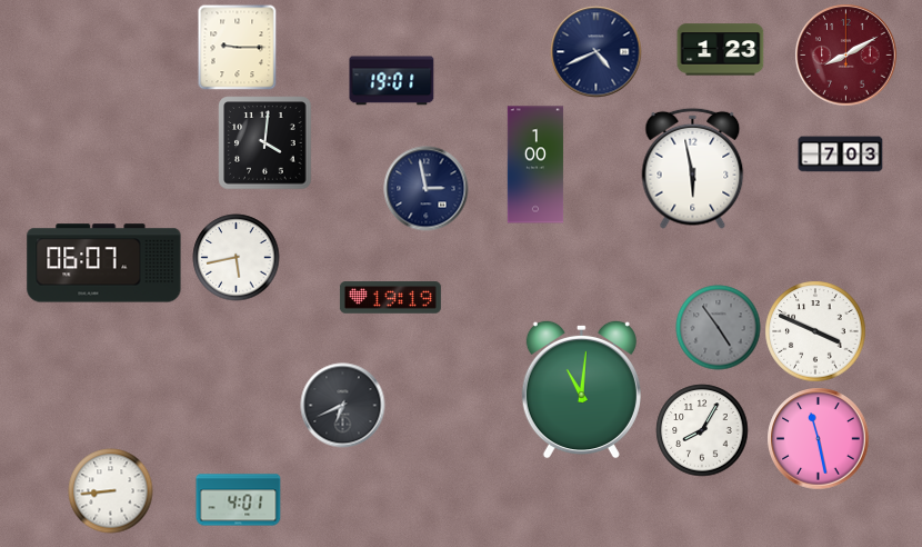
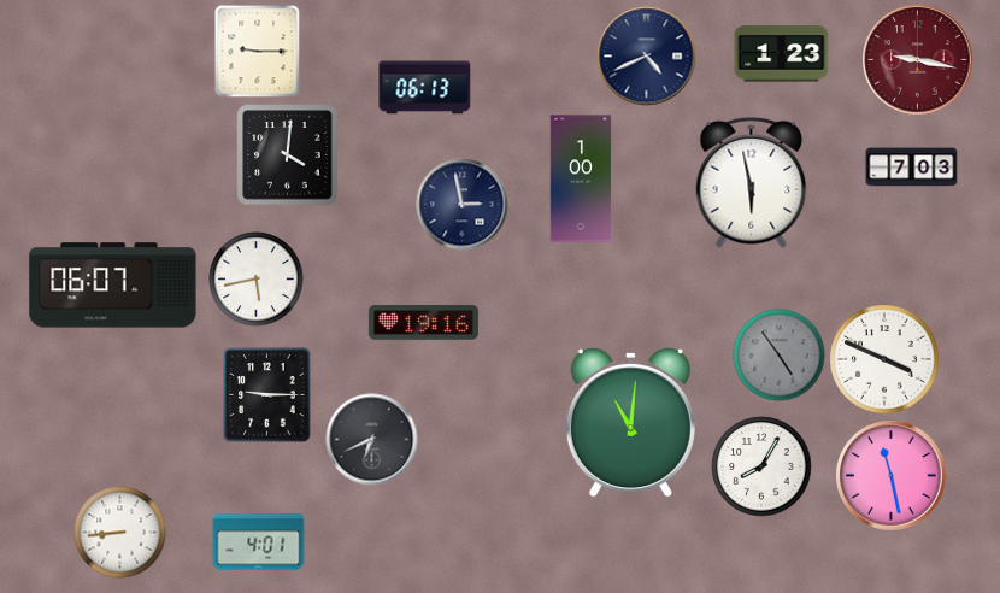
clock at (846, 56): 8:10 -> 9:17
clock at (392, 81): 19:01 -> 06:13
clock at (390, 298): 19:19 -> 19:16
clock at (267, 395): none -> 9:15
clock at (819, 439) position: (819, 439) -> (892, 476)
